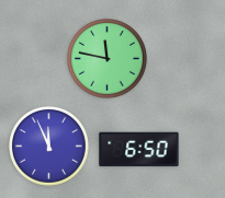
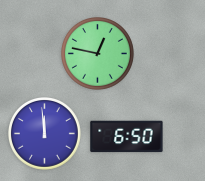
clock at (108, 59): 11:47 -> 12:47
clock at (49, 147): 11:56 -> 11:59
